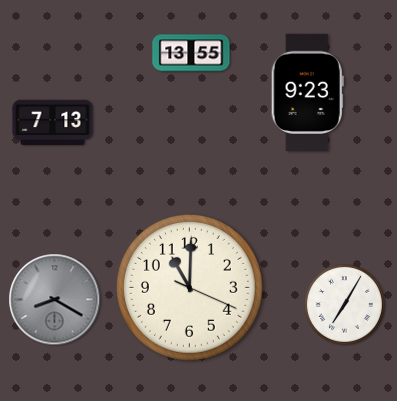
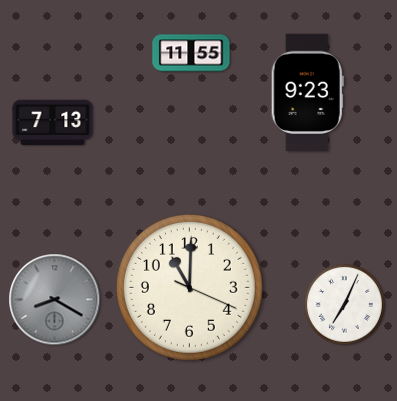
clock at (191, 53): 13:55 -> 11:55
clock at (344, 304): 7:05 -> 7:04
